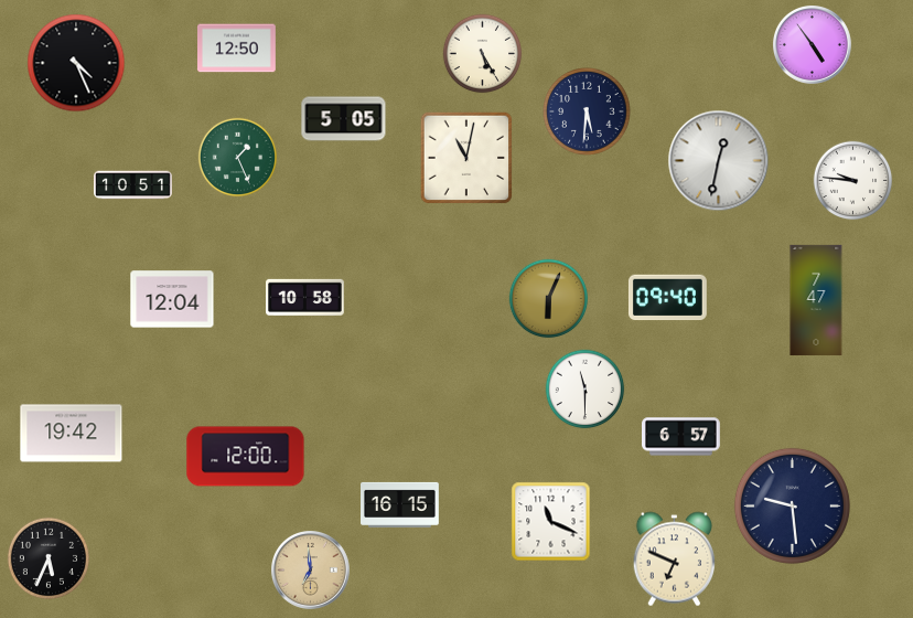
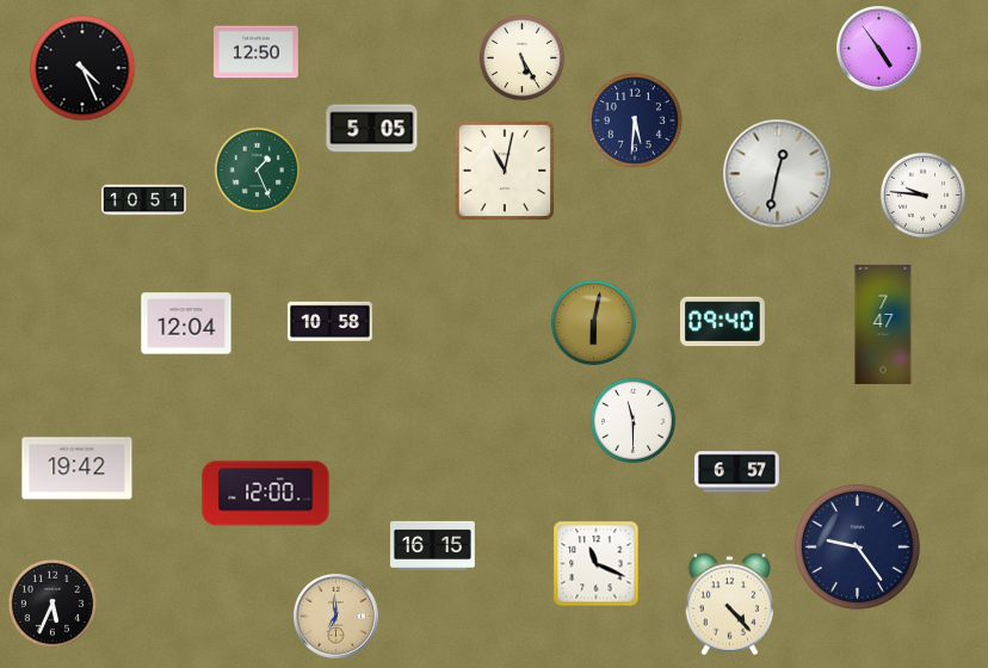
clock at (549, 299): 6:04 -> 6:02
clock at (792, 505): 9:29 -> 9:24
clock at (674, 560): 6:49 -> 4:23
